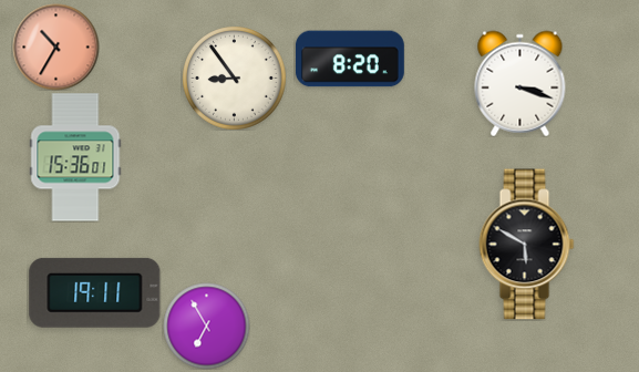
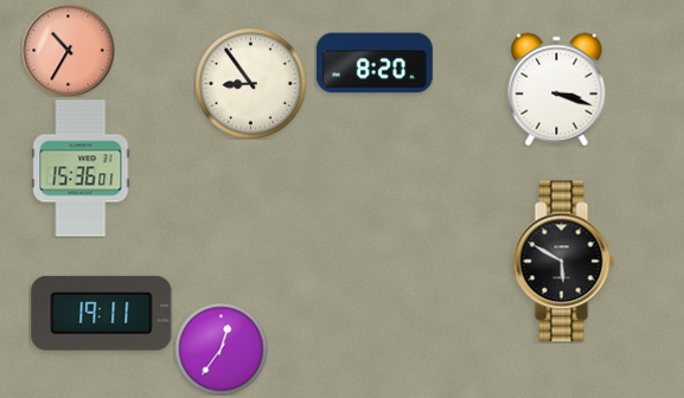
clock at (55, 46) position: (55, 46) -> (68, 50)
clock at (206, 325): 6:55 -> 12:36
